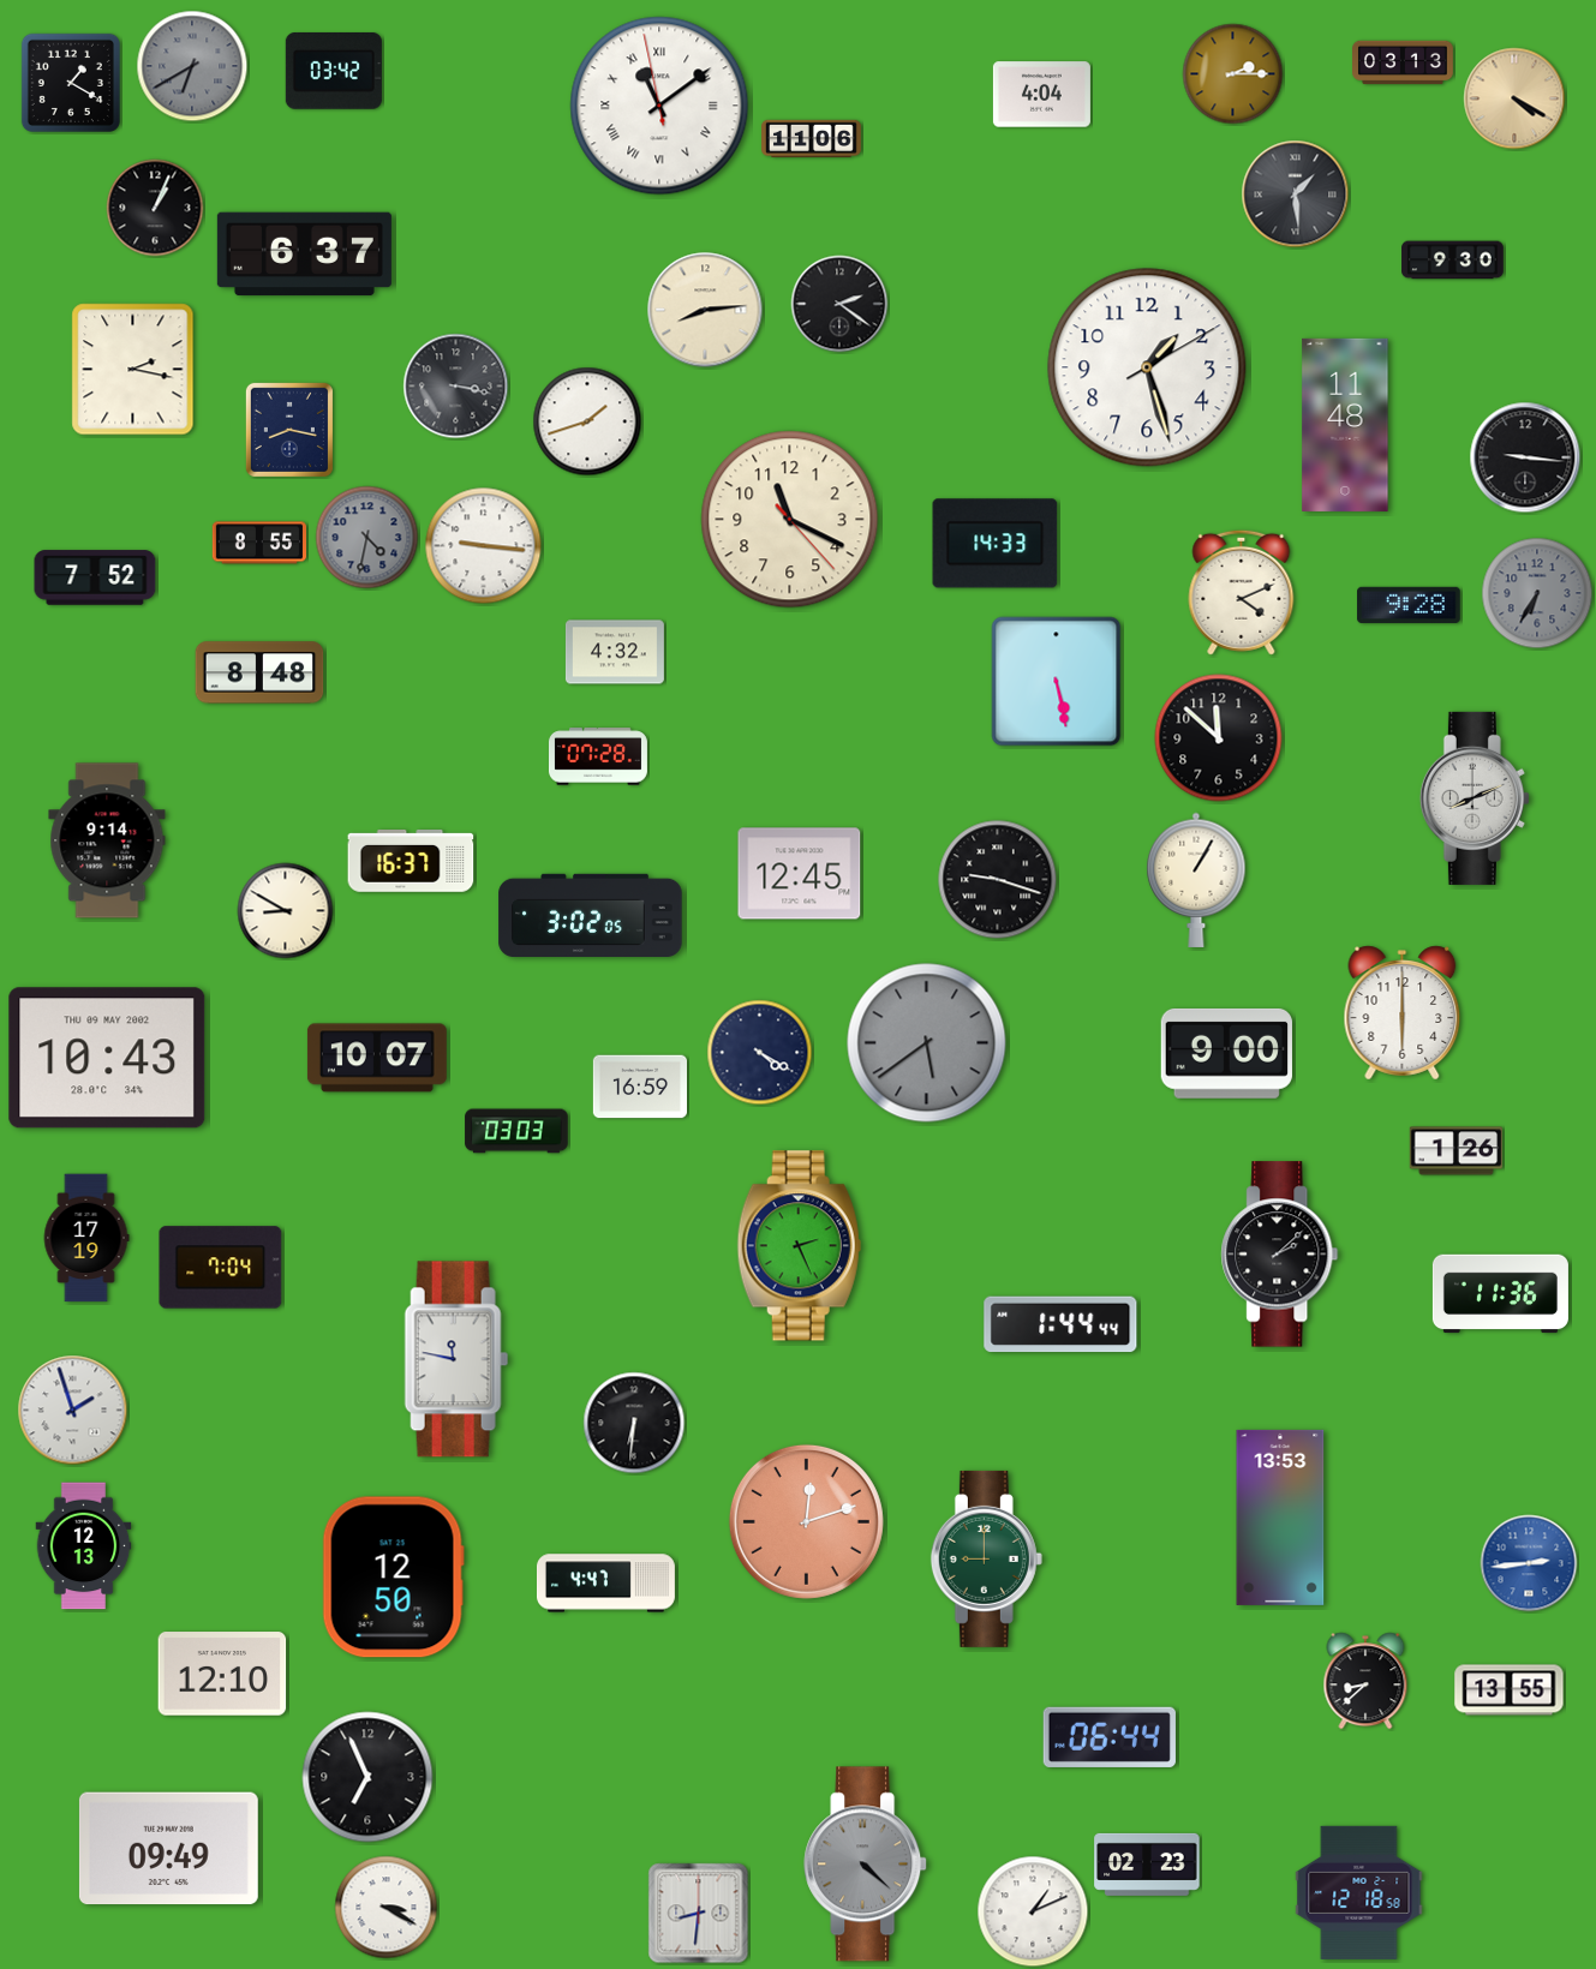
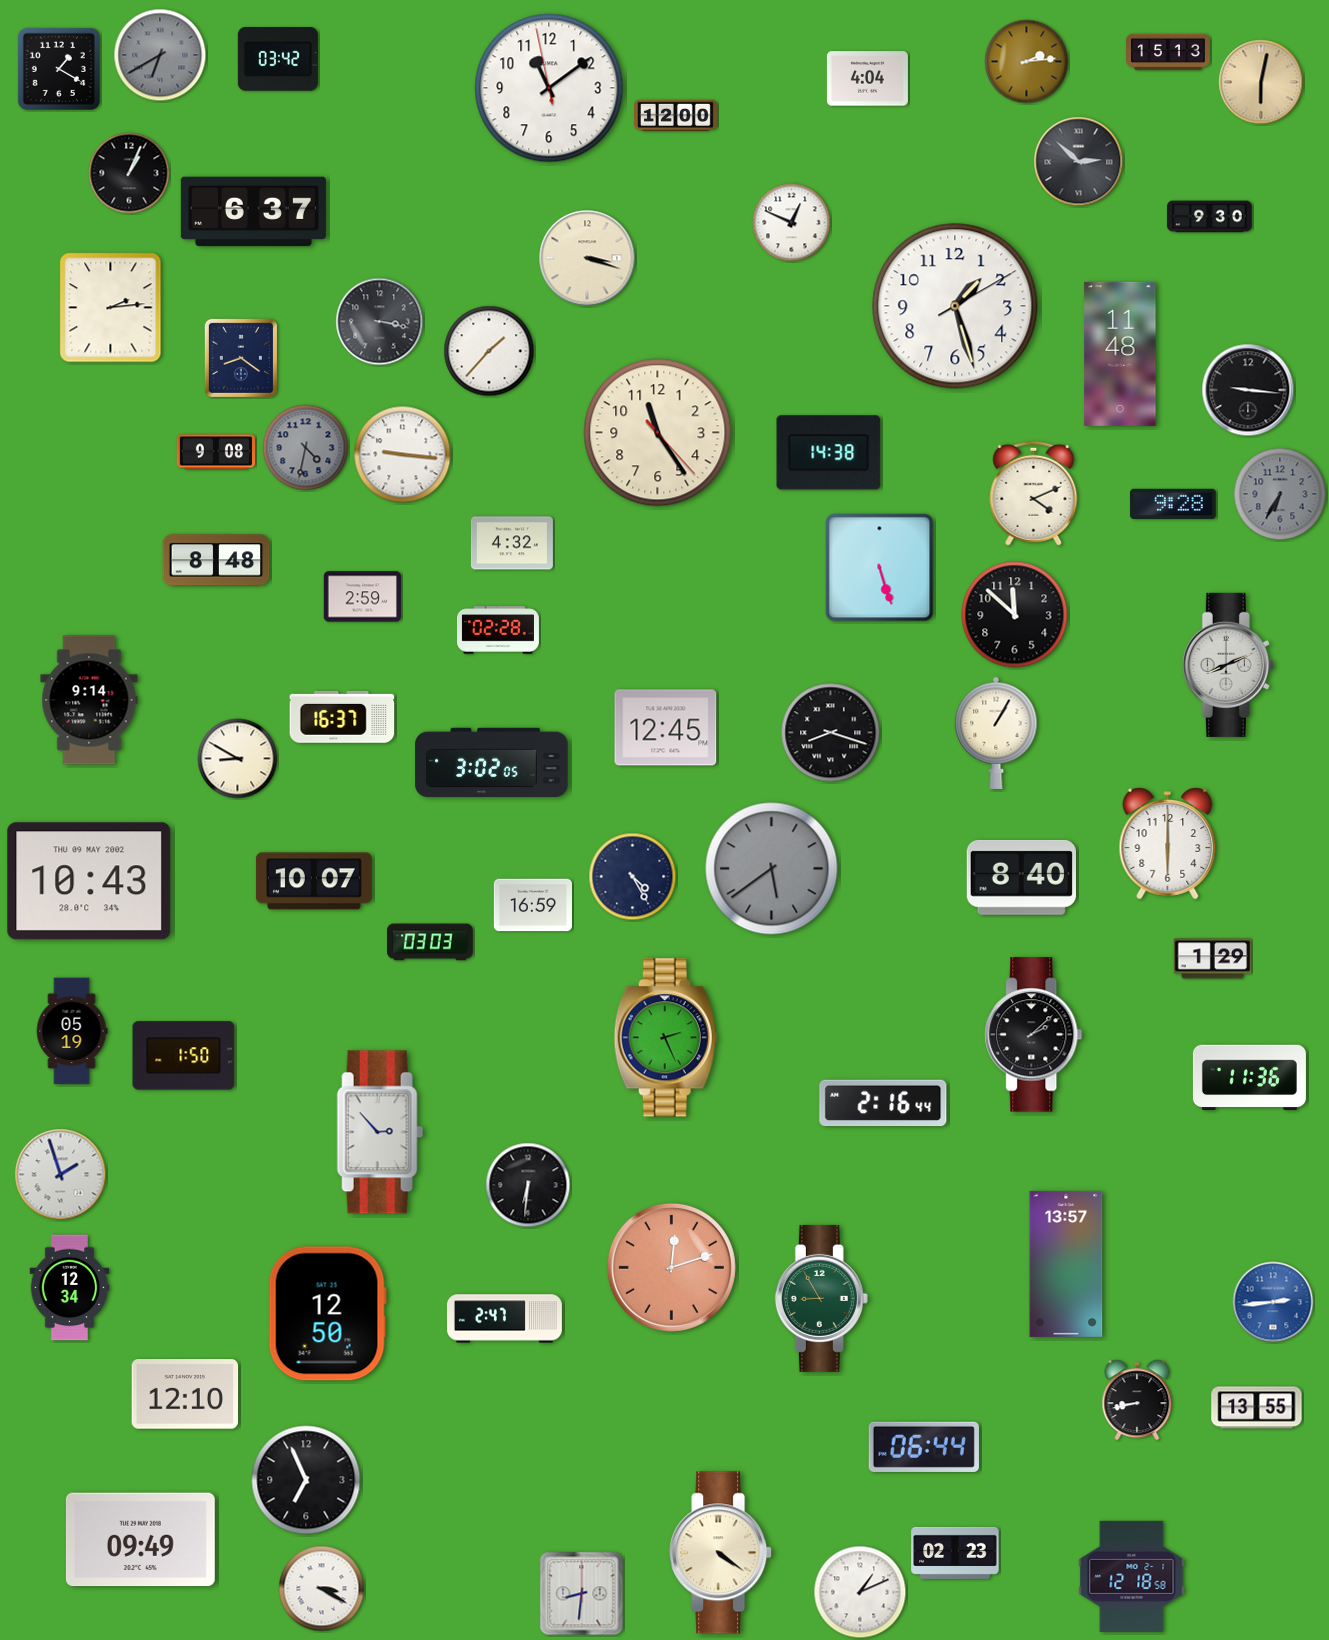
clock at (1403, 62): 03:13 -> 15:13
clock at (1233, 74): 2:15 -> 2:14
clock at (1514, 98): 4:20 -> 6:02
clock at (659, 106) numerals: Roman -> Arabic
clock at (812, 138): 11:06 -> 12:00
clock at (1296, 194): 1:29 -> 2:52
clock at (792, 223): none -> 12:49
clock at (839, 304): 2:21 -> none
clock at (705, 310): 8:14 -> 3:18
clock at (133, 370): 2:17 -> 2:14
clock at (587, 421): 1:42 -> 1:37
clock at (289, 430): 8:17 -> 8:21
clock at (1525, 457) position: (1525, 457) -> (1248, 390)
clock at (790, 520): 11:19 -> 11:24
clock at (258, 543): 8:55 -> 9:08
clock at (996, 544): 14:33 -> 14:38
clock at (95, 577): 7:52 -> none
clock at (1057, 682): 5:28 -> 5:27
clock at (363, 597): none -> 2:59
clock at (598, 756): 07:28 -> 02:28
clock at (998, 880): 9:18 -> 8:18
clock at (760, 1053): 4:20 -> 4:25
clock at (1226, 1053): 9:00 -> 8:40
clock at (1457, 1151): 1:26 -> 1:29
clock at (86, 1238): 17:19 -> 05:19
clock at (1280, 1255) position: (1280, 1255) -> (1034, 1035)
clock at (221, 1268): 7:04 -> 1:50
clock at (1060, 1324): 1:44 -> 2:16
clock at (456, 1359): 11:47 -> 2:53
clock at (1280, 1518): 13:53 -> 13:57
clock at (84, 1546): 12:13 -> 12:34
clock at (986, 1558): 9:00 -> 8:55
clock at (605, 1584): 4:47 -> 2:47
clock at (1365, 1681): 8:38 -> 8:43
clock at (866, 1865): 4:22 -> 4:21
clock at (866, 1865) dial: grey -> cream
